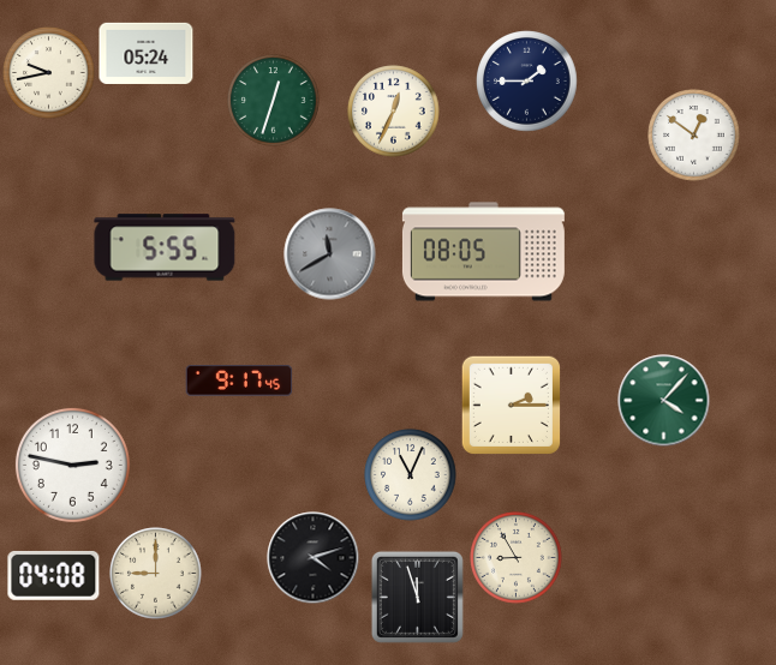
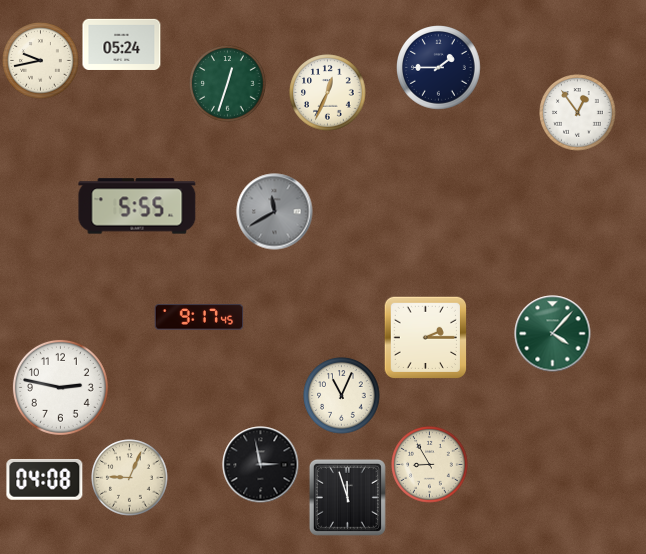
clock at (694, 136): 12:51 -> 12:54
clock at (483, 252): 08:05 -> none
clock at (314, 558): 4:12 -> 2:58
clock at (156, 574): 9:00 -> 9:04
